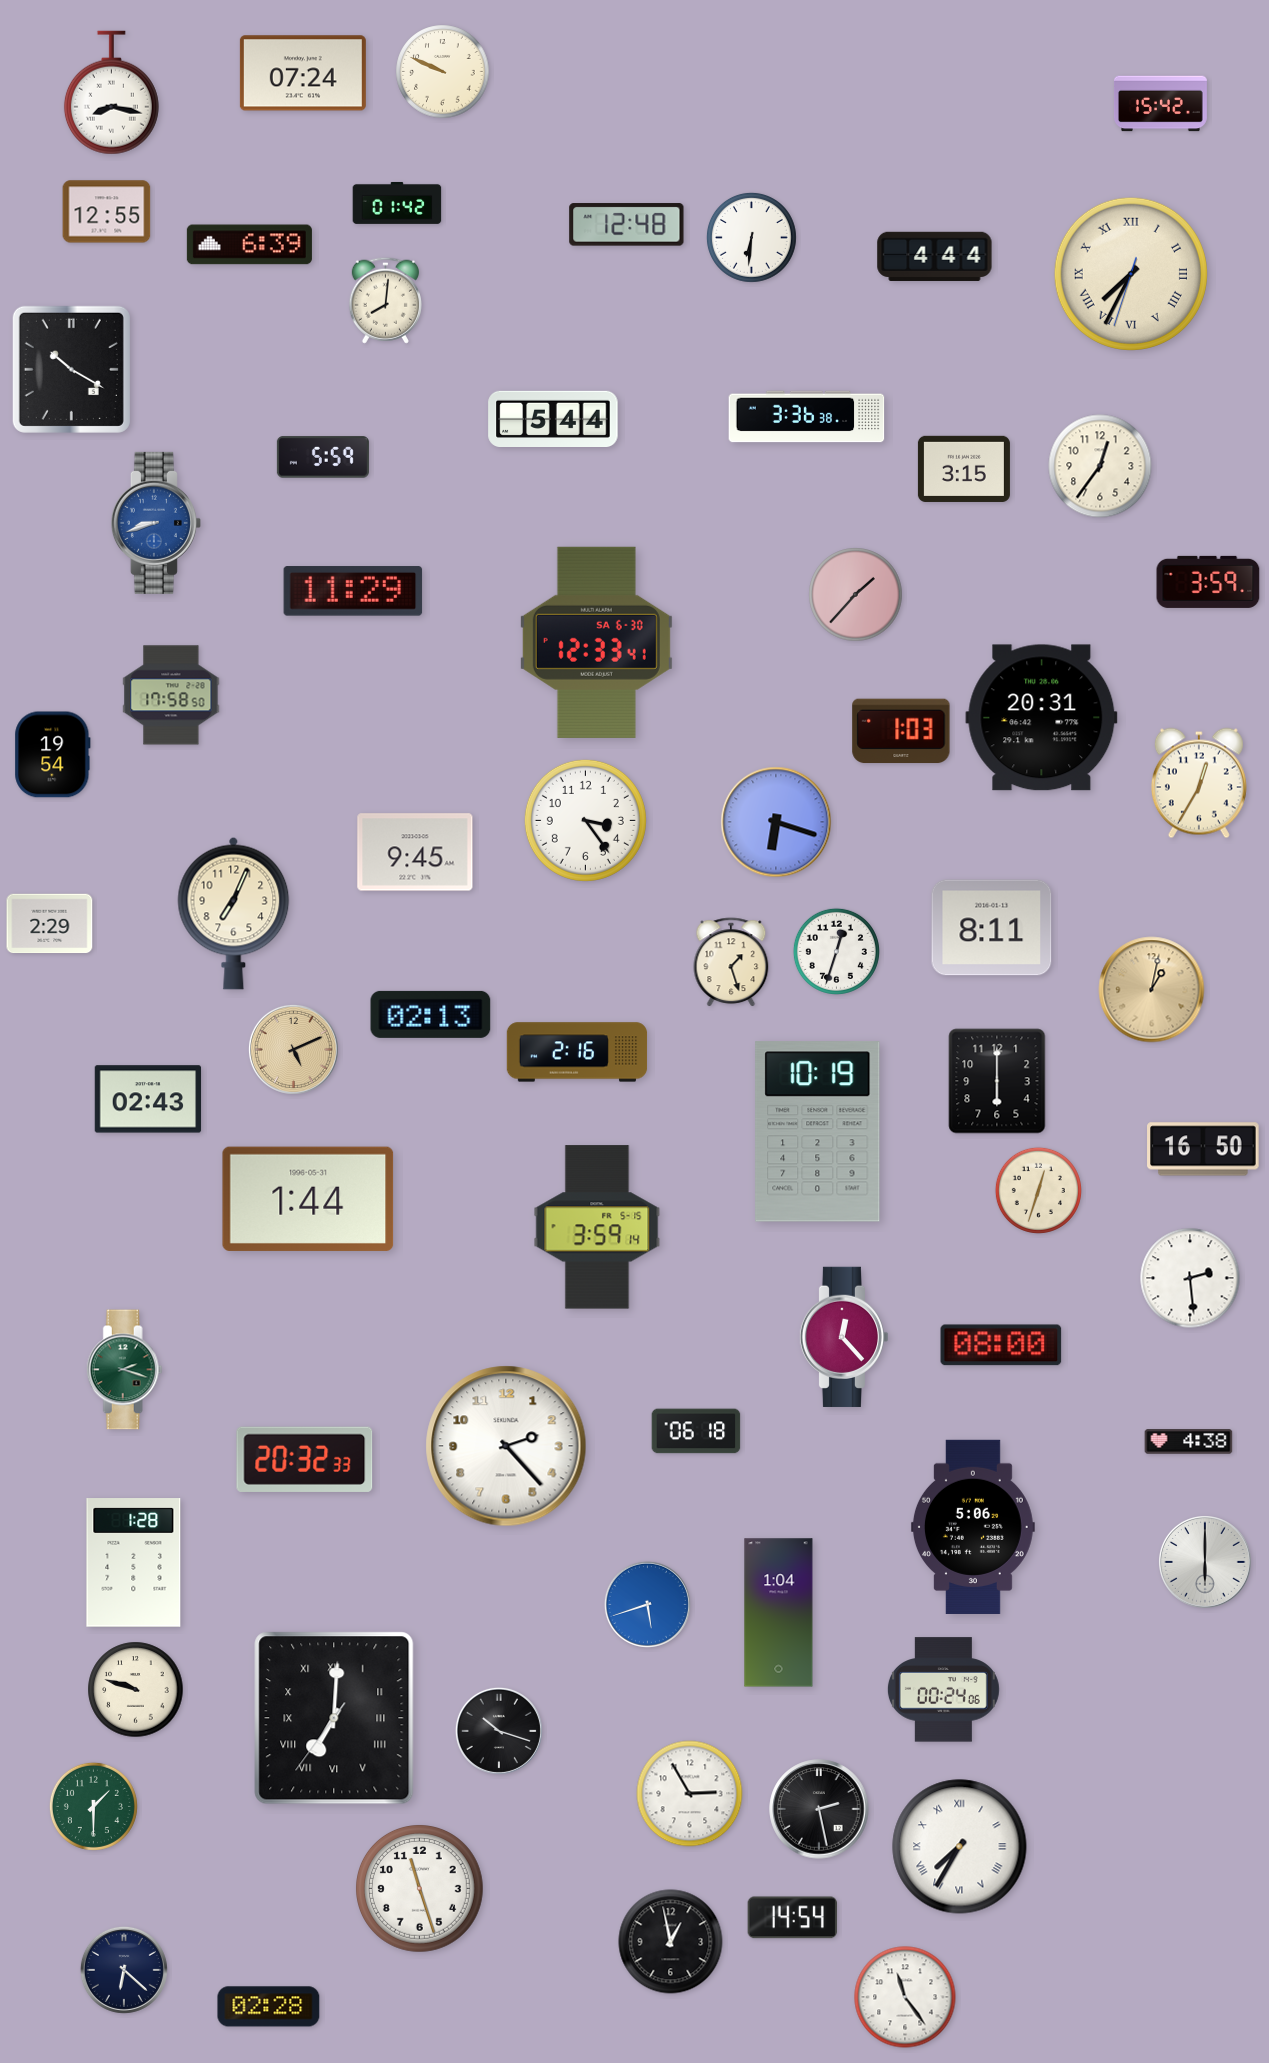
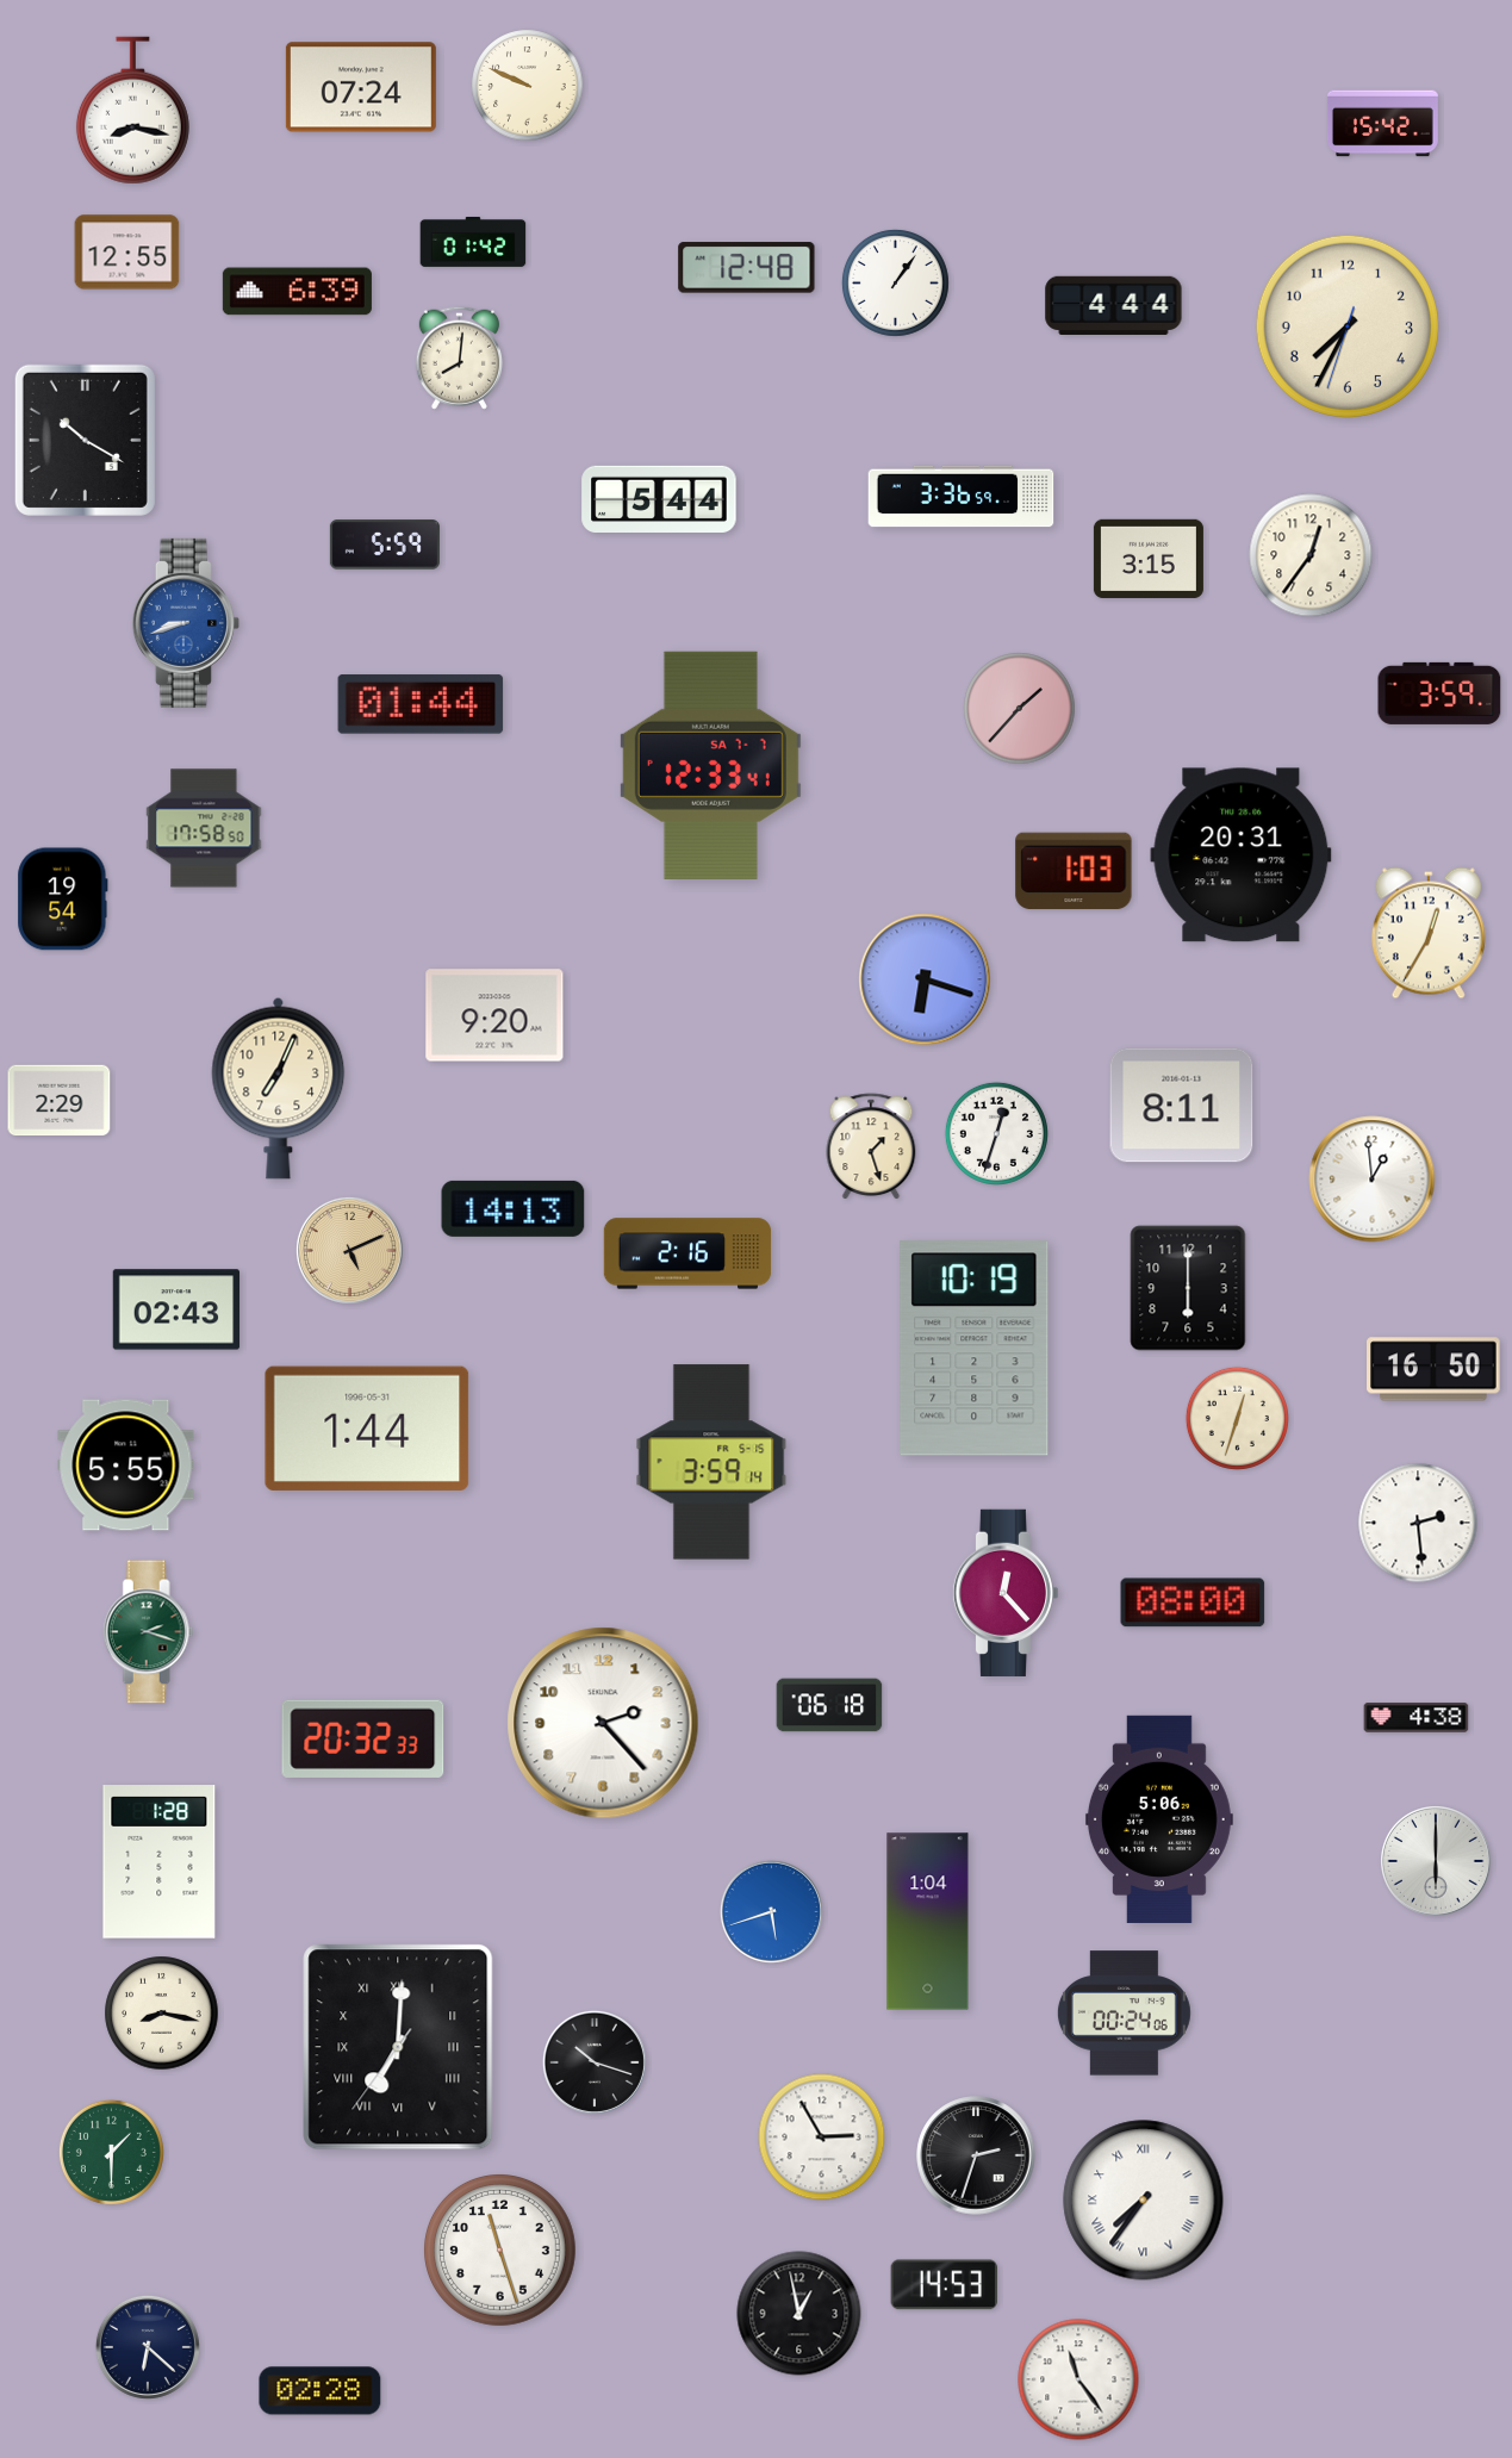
clock at (751, 237): 6:31 -> 1:06
clock at (1131, 274) numerals: Roman -> Arabic
clock at (807, 417): 3:36:38 -> 3:36:59
clock at (353, 591): 11:29 -> 01:44
clock at (596, 642) date: SA 6-30 -> SA 7-7
clock at (585, 820): 3:24 -> none
clock at (415, 852): 9:45 -> 9:20
clock at (1152, 990): 1:02 -> 12:59
clock at (1152, 990) dial: champagne -> white
clock at (431, 1014): 02:13 -> 14:13
clock at (126, 1466): none -> 5:55
clock at (136, 1690): 9:48 -> 8:17
clock at (819, 1809): 2:28 -> 2:33
clock at (960, 1847): 7:35 -> 7:36
clock at (792, 1918): 14:54 -> 14:53
